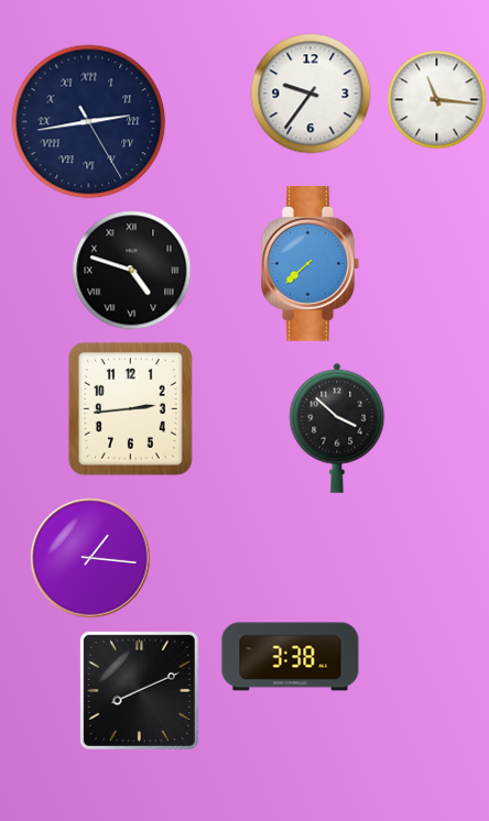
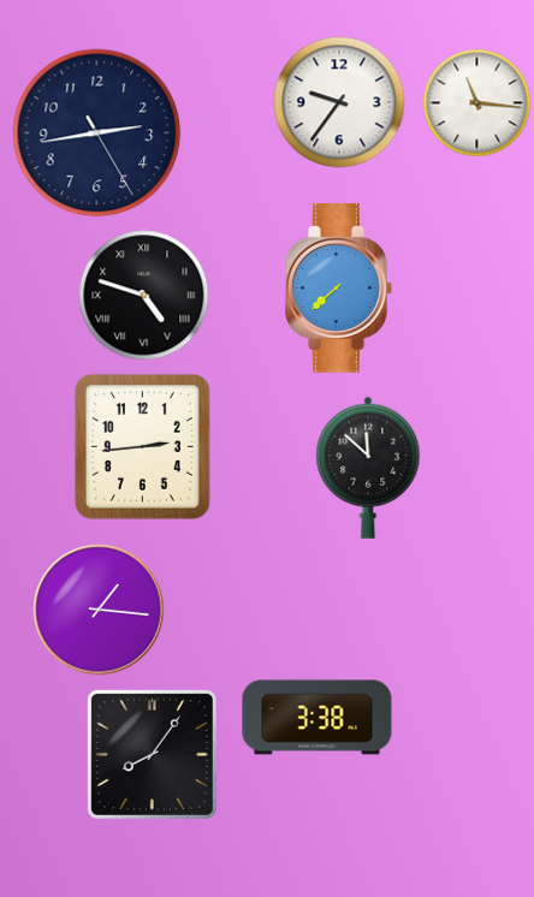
clock at (437, 100) position: (437, 100) -> (477, 103)
clock at (89, 122) numerals: Roman -> Arabic
clock at (337, 428): 3:52 -> 11:52
clock at (139, 690): 8:11 -> 8:06
